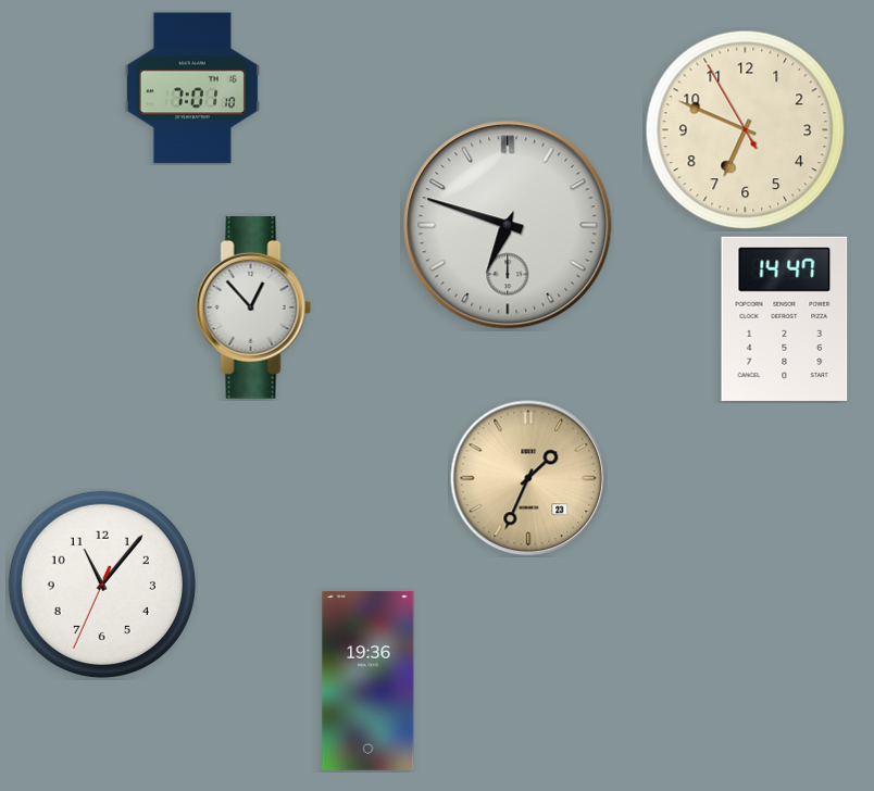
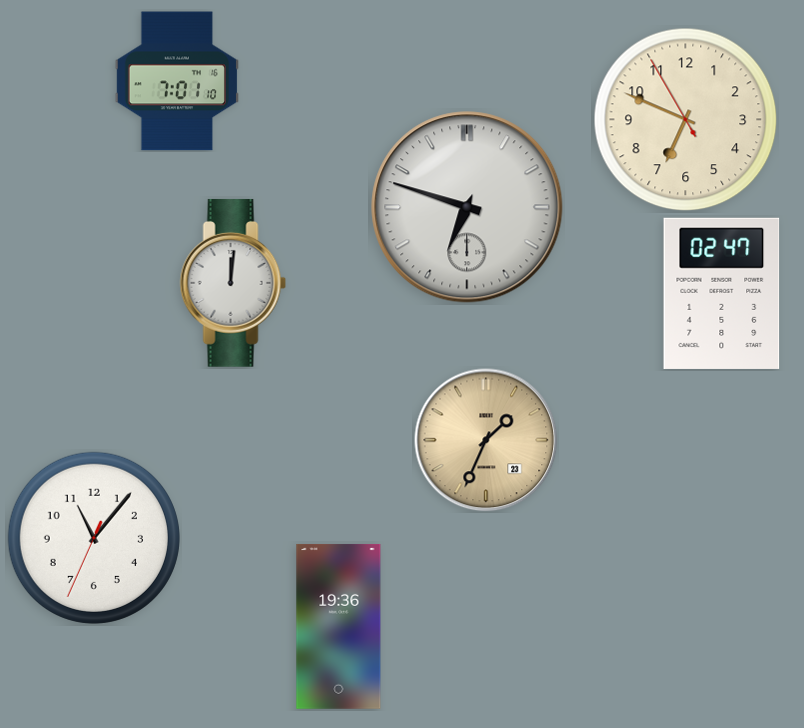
clock at (253, 307): 12:53 -> 12:01
clock at (785, 318): 14:47 -> 02:47
